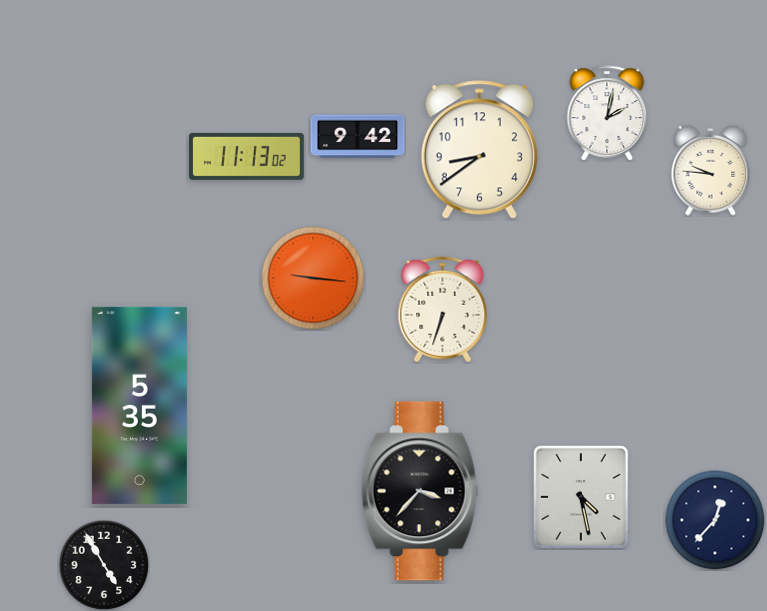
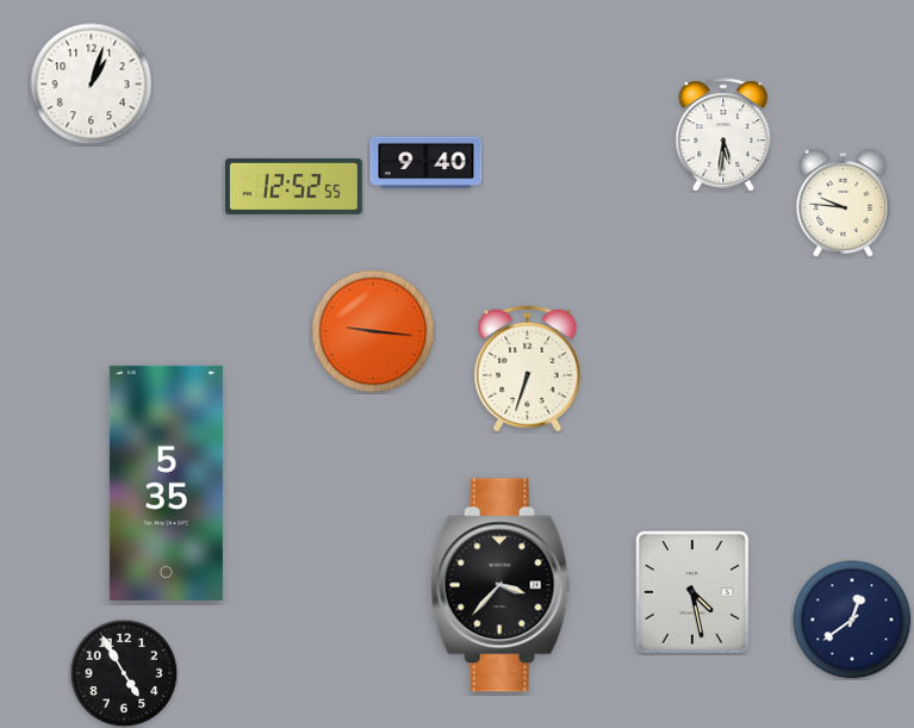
clock at (92, 85): none -> 1:03
clock at (607, 113): 2:02 -> 5:31
clock at (358, 137): 9:42 -> 9:40
clock at (479, 150): 8:39 -> none
clock at (247, 156): 11:13 -> 12:52
clock at (711, 170) position: (711, 170) -> (844, 203)
clock at (715, 520): 12:37 -> 12:39
